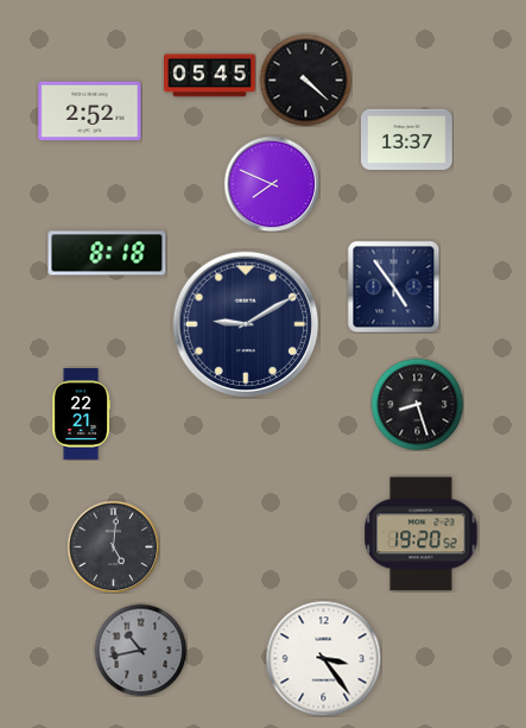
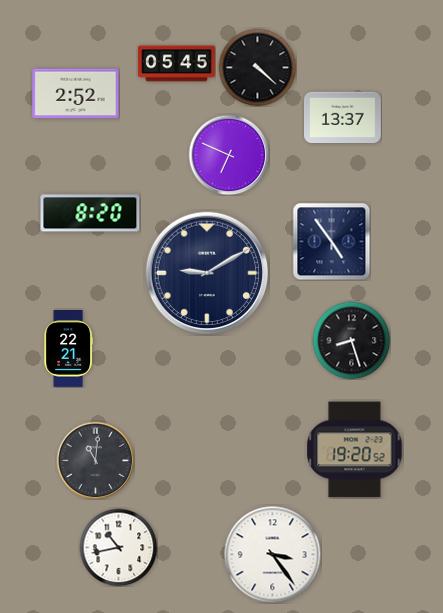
clock at (272, 184): 7:49 -> 6:49
clock at (107, 253): 8:18 -> 8:20
clock at (113, 546): 5:01 -> 11:01
clock at (140, 650) dial: grey -> white
